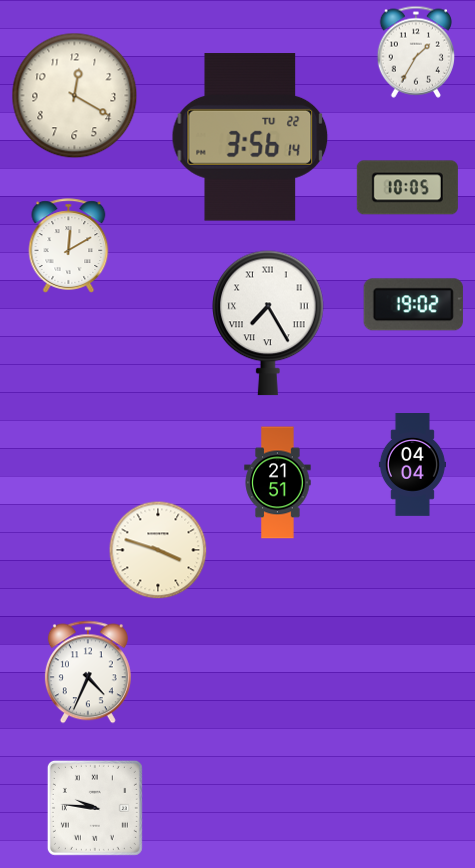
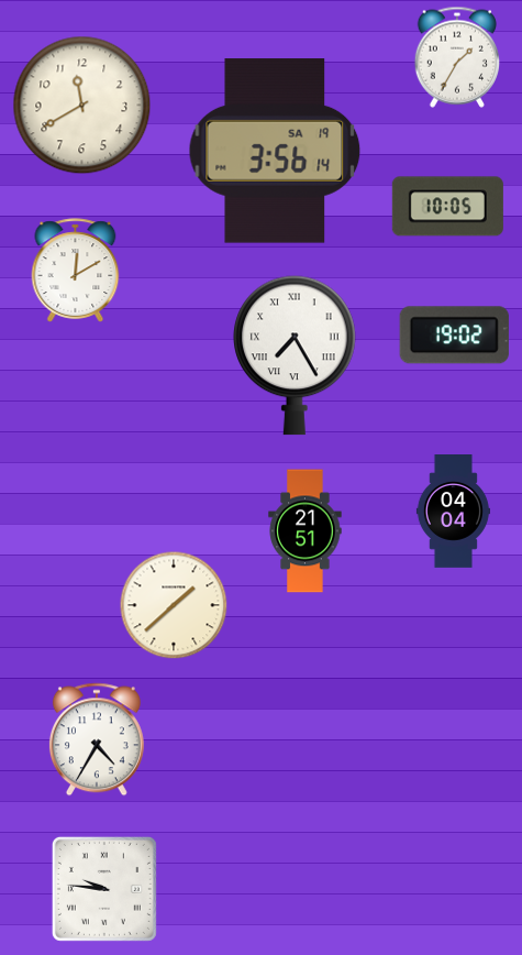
clock at (75, 96): 12:20 -> 11:40
clock at (250, 137) date: TU 22 -> SA 19
clock at (158, 550): 3:48 -> 1:38
clock at (88, 672): 4:34 -> 4:35
